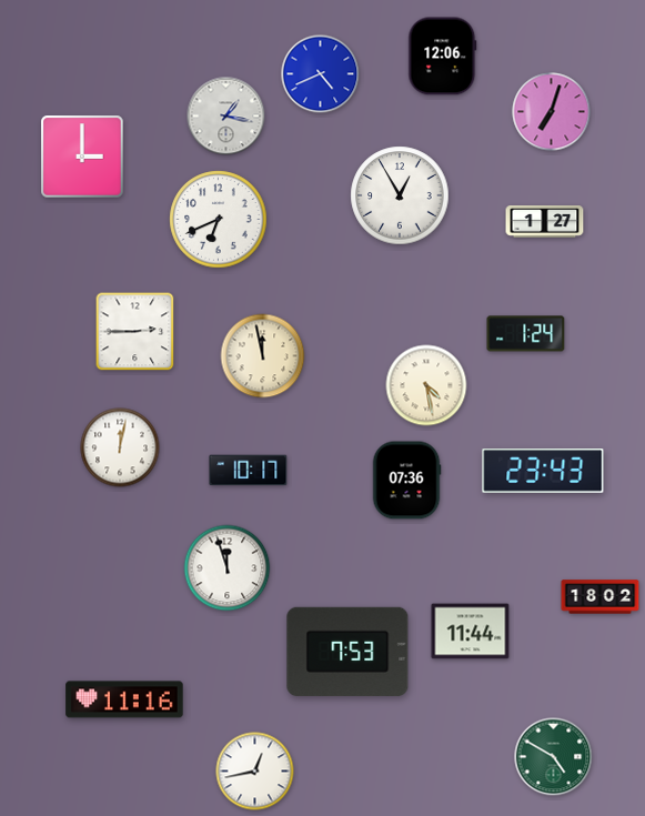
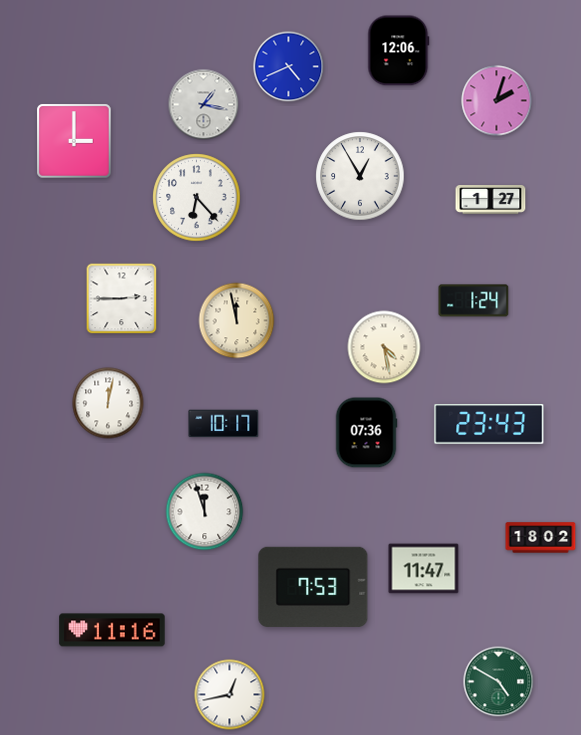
clock at (552, 112): 7:03 -> 2:03
clock at (219, 220): 6:41 -> 6:23
clock at (471, 632): 11:44 -> 11:47
